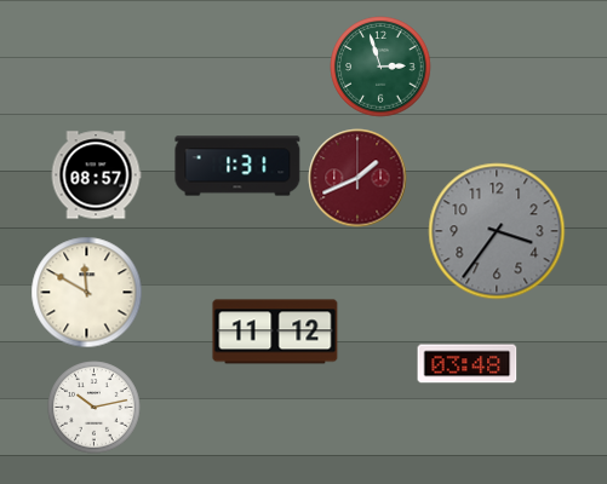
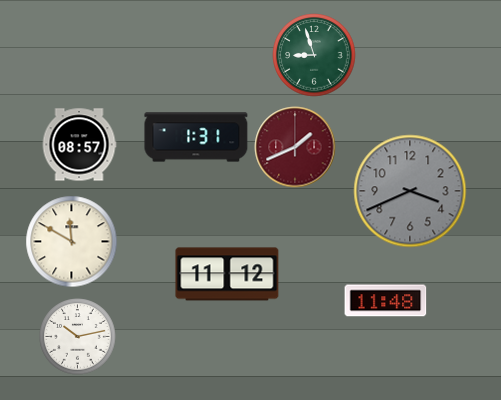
clock at (380, 67): 2:57 -> 8:57
clock at (497, 231): 3:36 -> 3:41
clock at (468, 364): 03:48 -> 11:48
